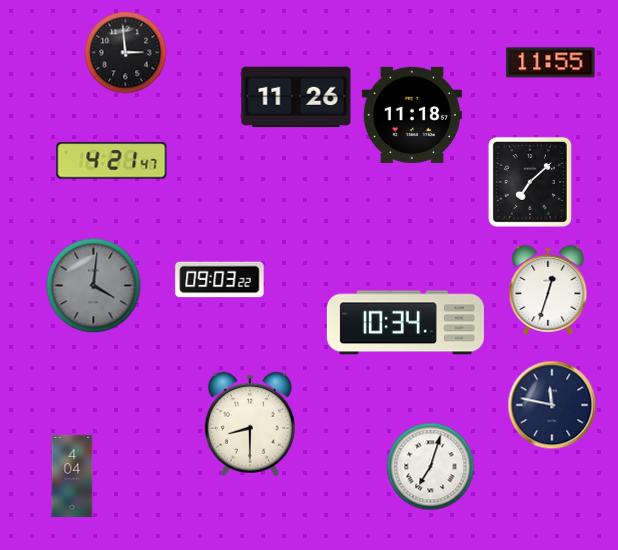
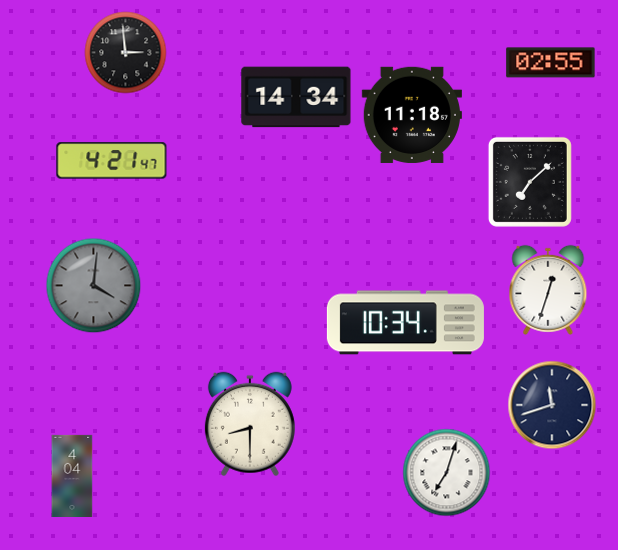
clock at (551, 63): 11:55 -> 02:55
clock at (296, 97): 11:26 -> 14:34
clock at (220, 280): 09:03 -> none
clock at (552, 405): 11:47 -> 11:42
clock at (431, 467) position: (431, 467) -> (447, 473)
